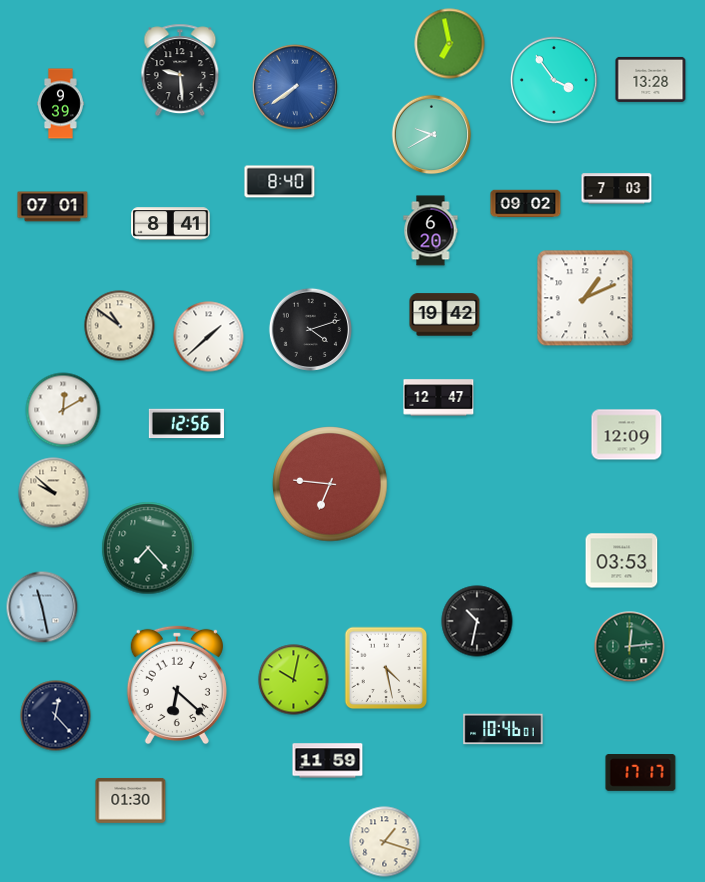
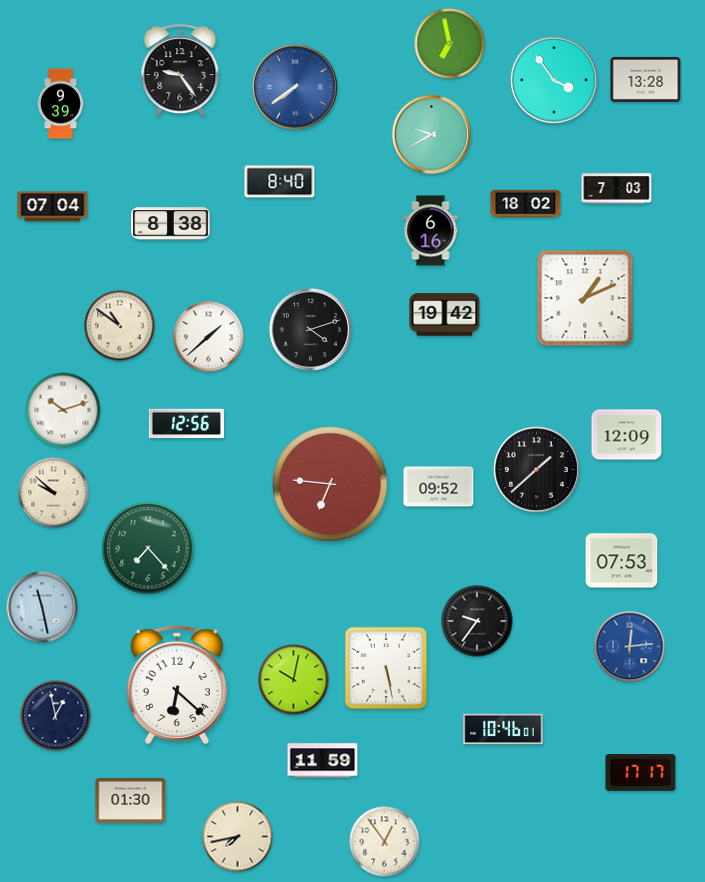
clock at (180, 70): 9:29 -> 9:24
clock at (651, 79) position: (651, 79) -> (646, 79)
clock at (526, 204): 09:02 -> 18:02
clock at (53, 207): 07:01 -> 07:04
clock at (171, 224): 8:41 -> 8:38
clock at (431, 231): 6:20 -> 6:16
clock at (439, 398): 12:47 -> none
clock at (63, 410): 12:10 -> 10:12
clock at (536, 469): none -> 1:38
clock at (439, 487): none -> 09:52
clock at (622, 561): 03:53 -> 07:53
clock at (477, 621): 10:32 -> 9:36
clock at (630, 647) dial: green -> blue
clock at (386, 668): 4:28 -> 5:28
clock at (56, 716): 12:23 -> 12:58
clock at (328, 761) position: (328, 761) -> (323, 761)
clock at (238, 837): none -> 7:43
clock at (385, 842): 1:18 -> 12:54
